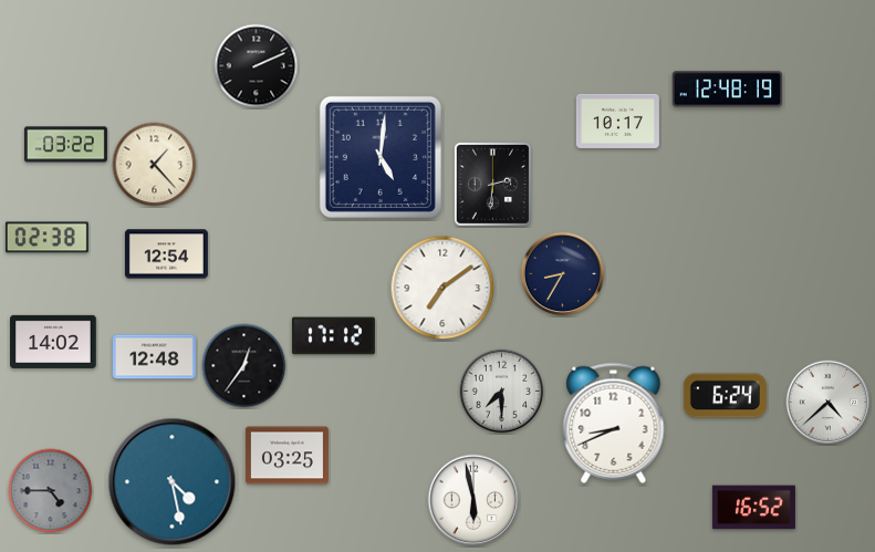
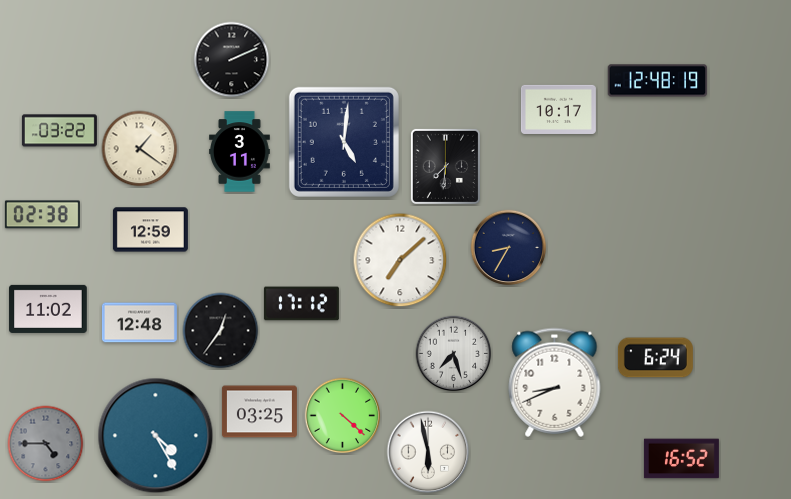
clock at (155, 165): 1:23 -> 1:21
clock at (240, 152): none -> 3:11
clock at (492, 184): 2:31 -> 7:31
clock at (166, 254): 12:54 -> 12:59
clock at (442, 288): 7:09 -> 7:08
clock at (53, 342): 14:02 -> 11:02
clock at (502, 392): 7:30 -> 7:27
clock at (829, 403): 4:38 -> none
clock at (343, 416): none -> 4:22
clock at (173, 482): 4:28 -> 4:25
